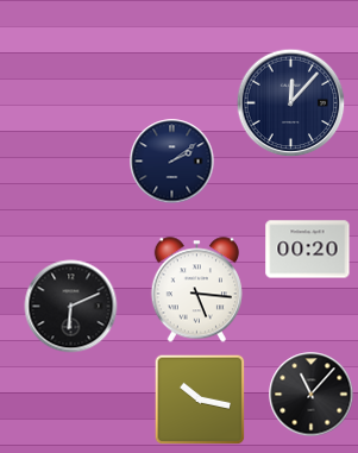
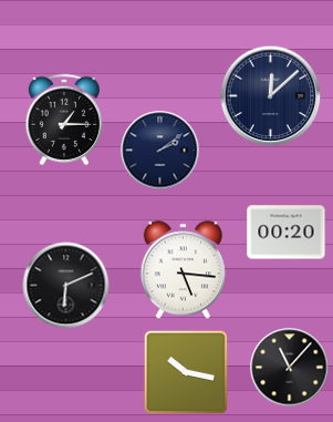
clock at (291, 103): 12:07 -> 12:08
clock at (63, 120): none -> 1:15
